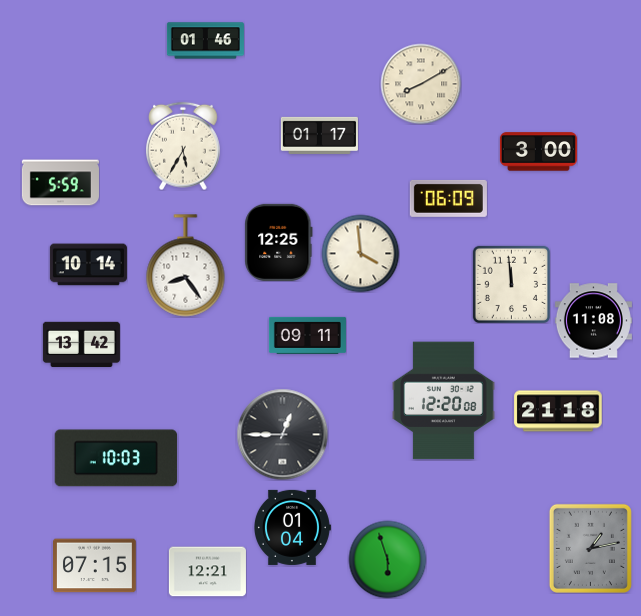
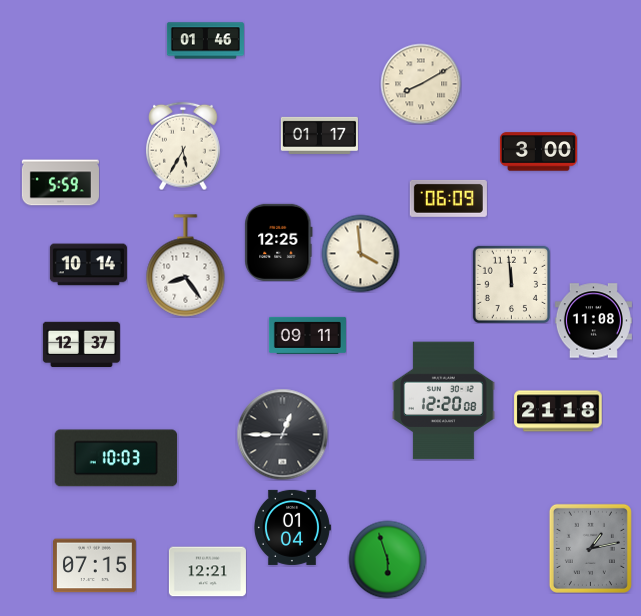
clock at (81, 344): 13:42 -> 12:37
